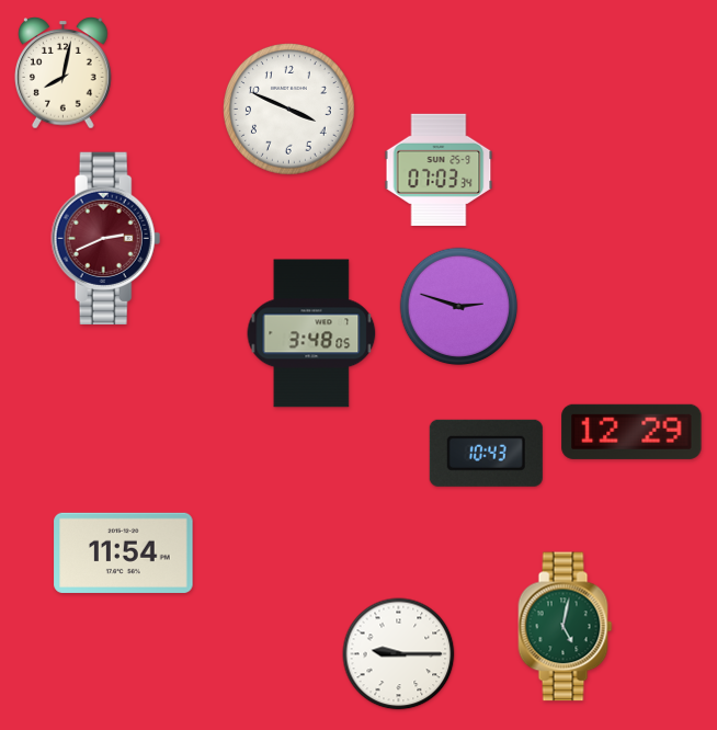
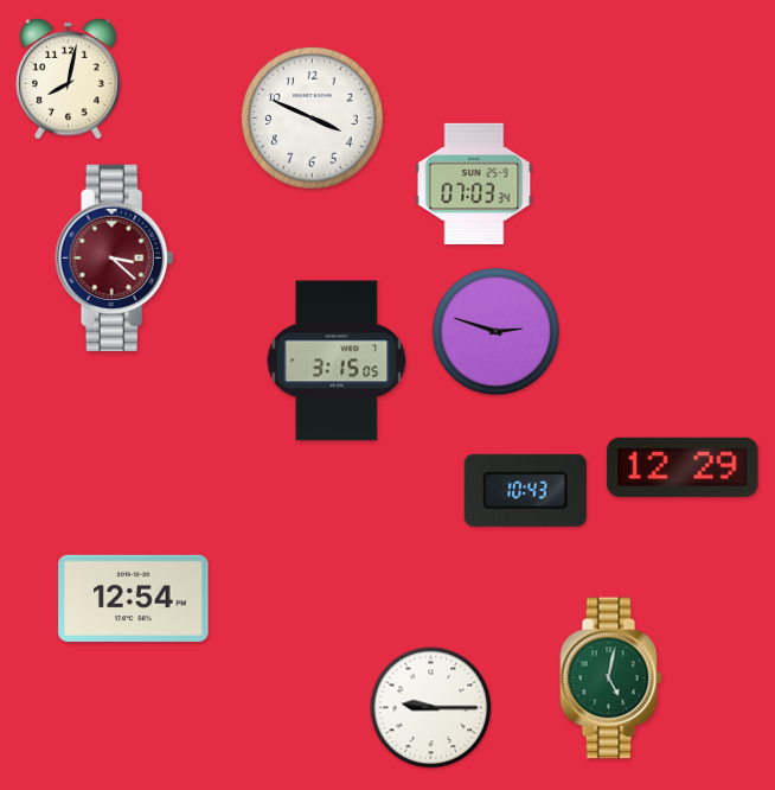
clock at (106, 238): 2:41 -> 3:22
clock at (311, 333): 3:48 -> 3:15
clock at (124, 552): 11:54 -> 12:54
